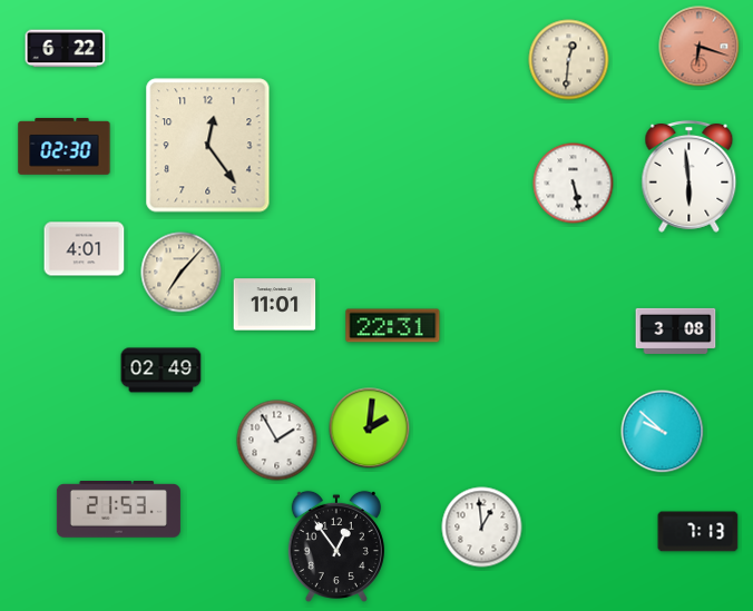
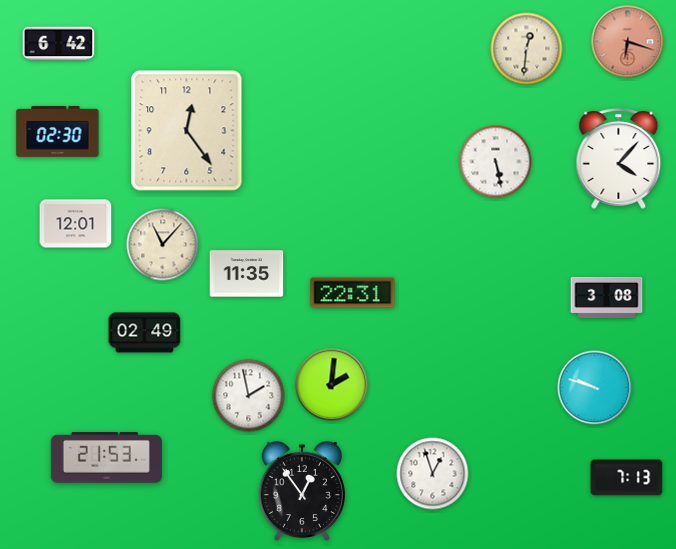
clock at (66, 49): 6:22 -> 6:42
clock at (569, 60) position: (569, 60) -> (527, 49)
clock at (690, 176): 5:59 -> 4:07
clock at (574, 184) position: (574, 184) -> (496, 162)
clock at (85, 249): 4:01 -> 12:01
clock at (182, 273): 7:07 -> 11:07
clock at (275, 305): 11:01 -> 11:35
clock at (663, 432): 9:52 -> 9:48
clock at (277, 441): 1:55 -> 1:58
clock at (482, 528): 12:59 -> 12:57
